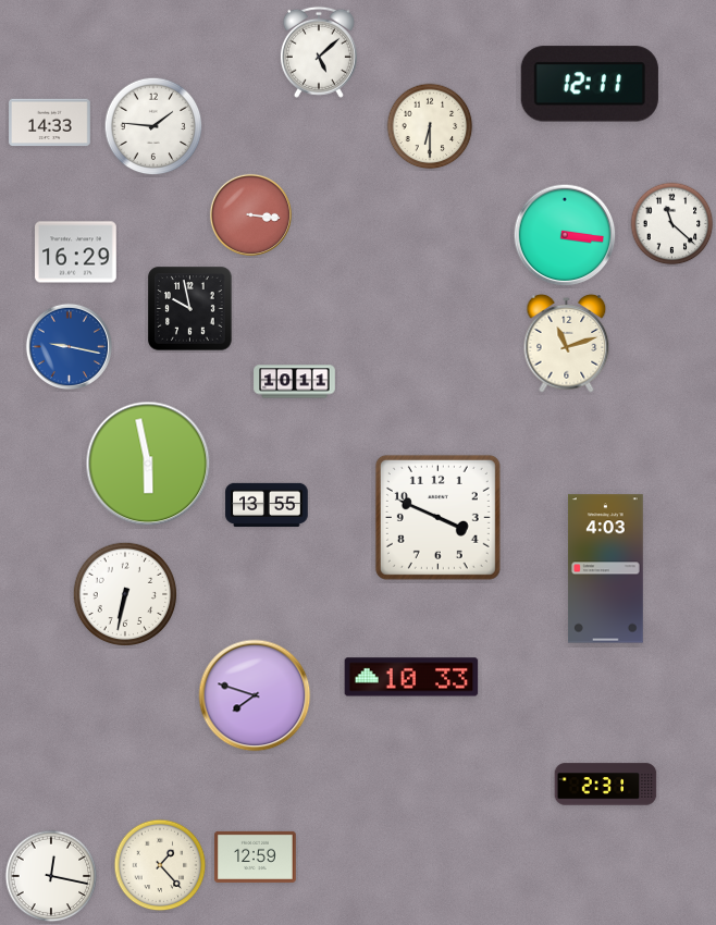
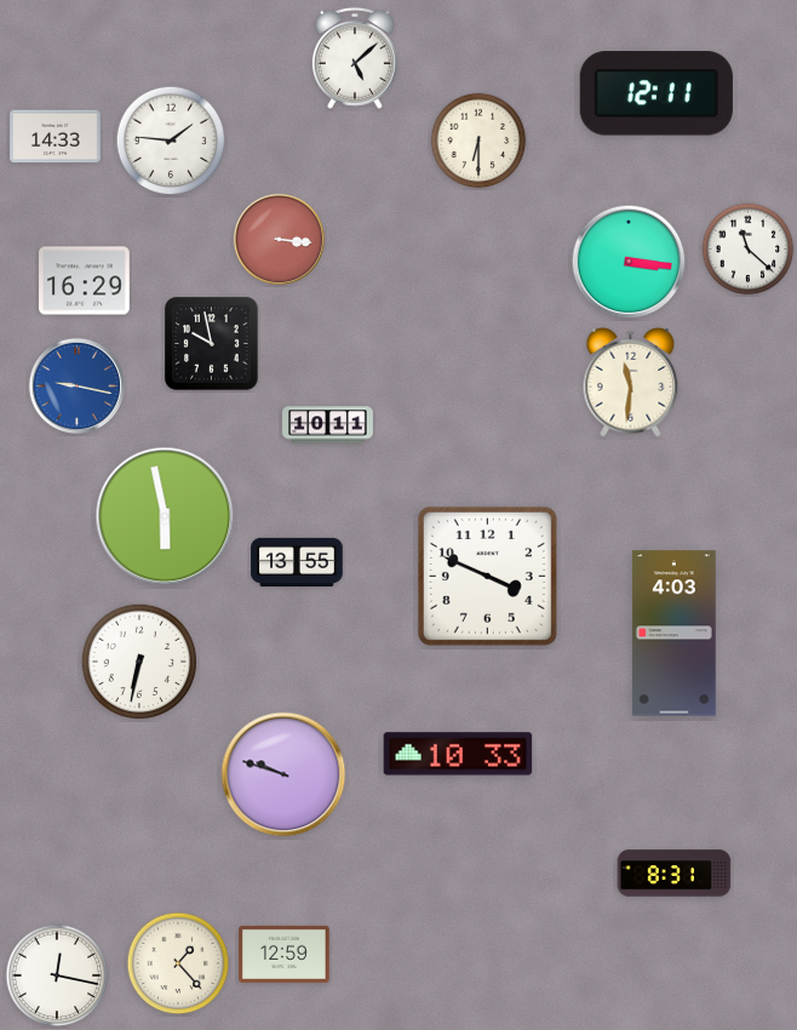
clock at (567, 344): 11:12 -> 11:31
clock at (255, 695): 7:48 -> 9:48
clock at (606, 785): 2:31 -> 8:31
